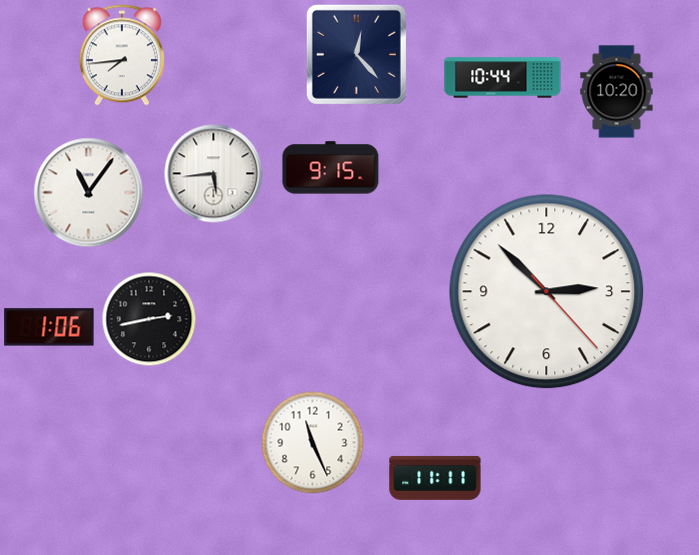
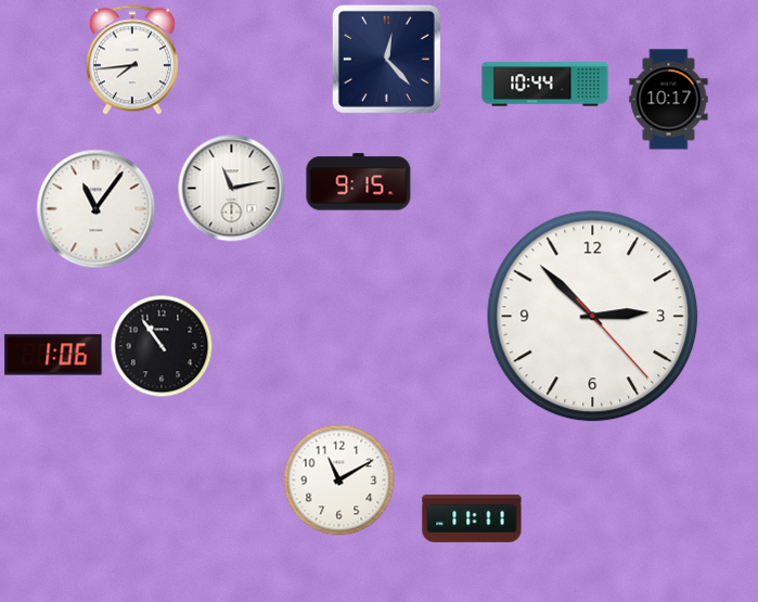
clock at (617, 92): 10:20 -> 10:17
clock at (214, 174): 5:44 -> 11:13
clock at (149, 319): 2:43 -> 10:54
clock at (313, 443): 11:26 -> 11:10
